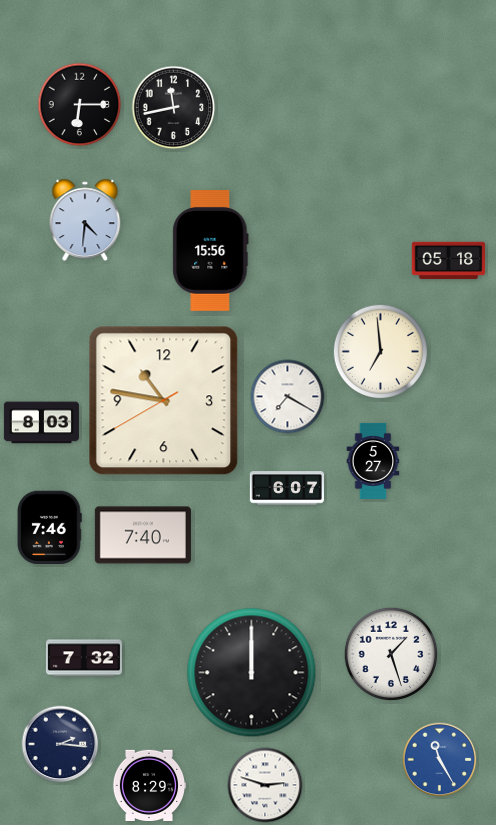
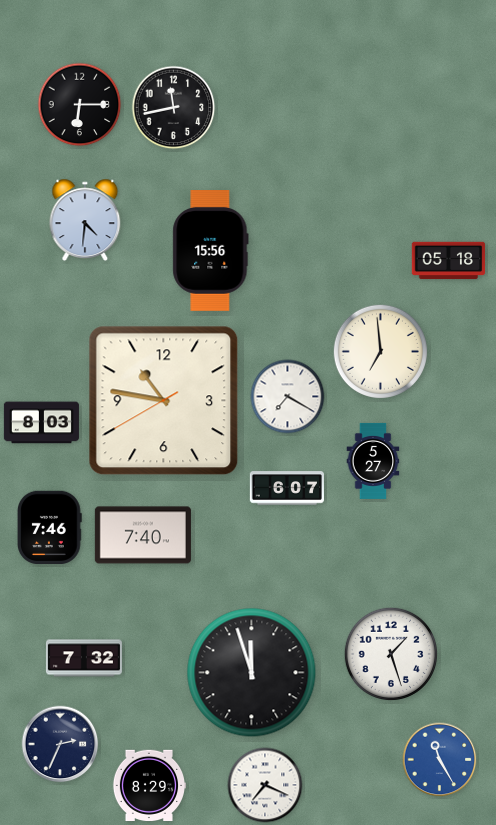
clock at (252, 673): 12:00 -> 11:57
clock at (60, 744): 2:16 -> 2:34
clock at (265, 785): 2:48 -> 7:19
